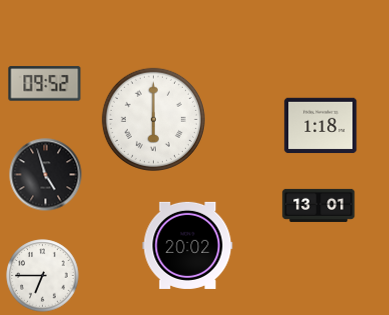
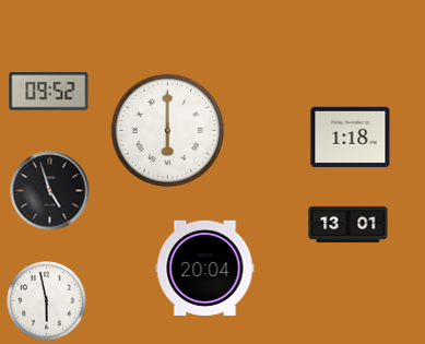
clock at (188, 245): 20:02 -> 20:04
clock at (43, 276): 6:45 -> 5:58
